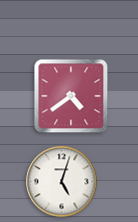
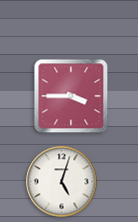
clock at (71, 96): 4:39 -> 3:45
